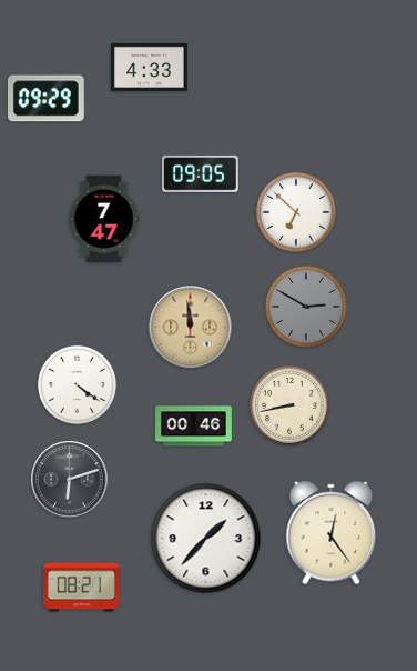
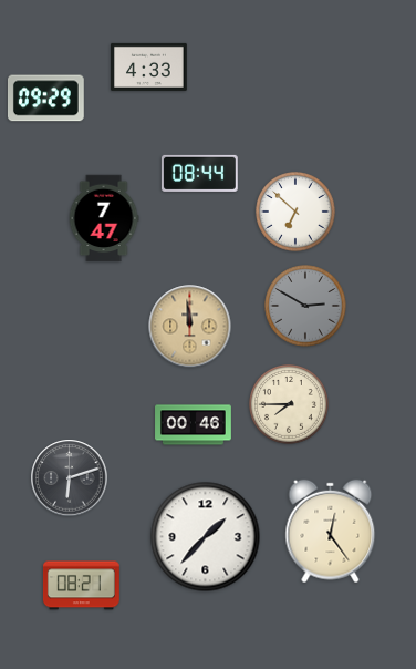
clock at (200, 173): 09:05 -> 08:44
clock at (77, 384): 4:21 -> none
clock at (291, 407): 8:43 -> 7:45
